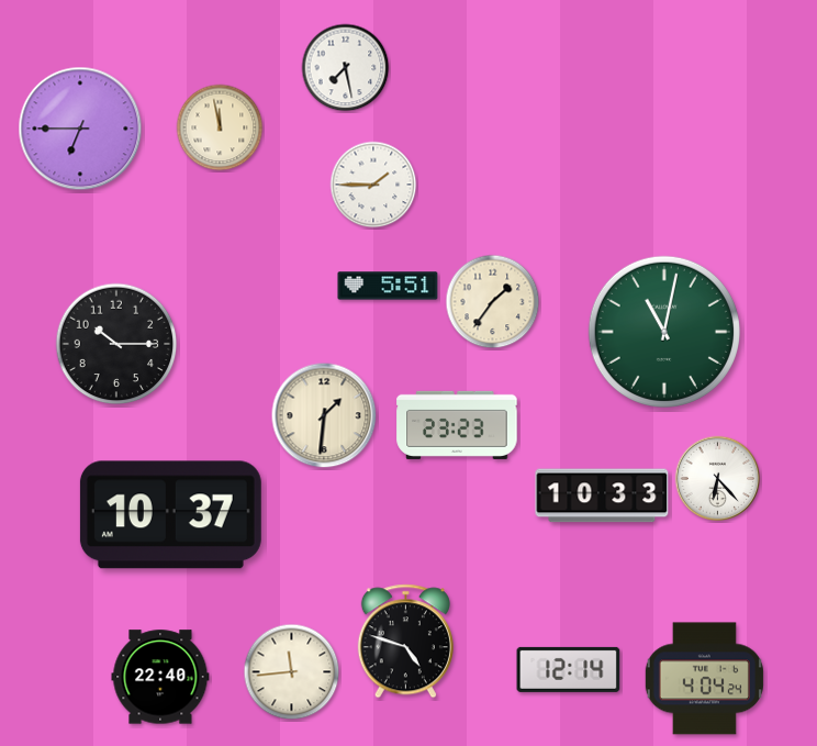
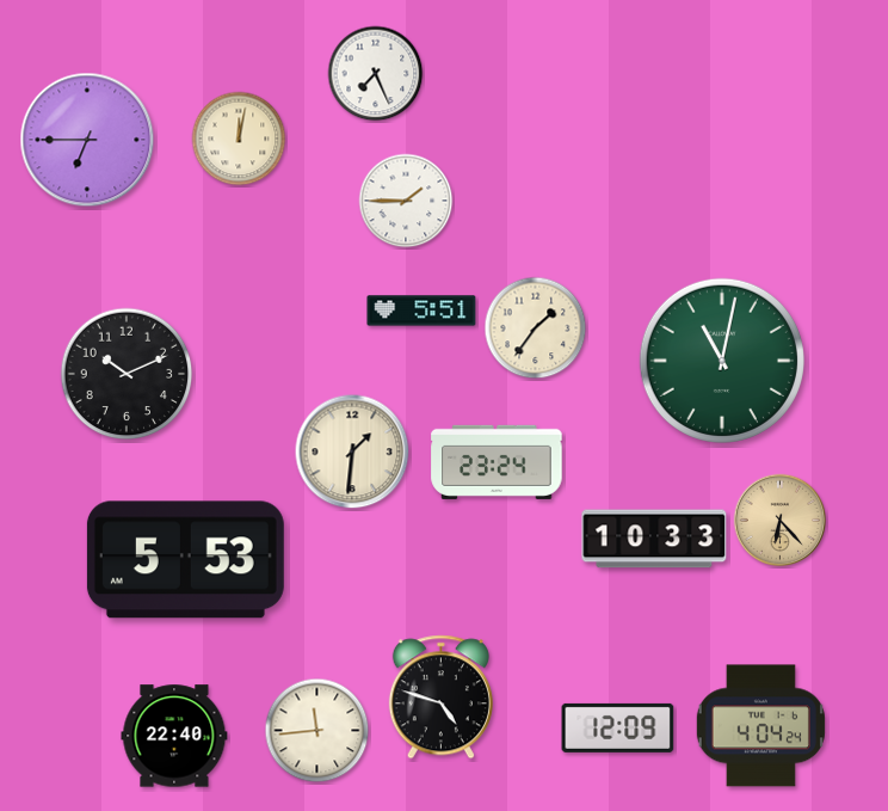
clock at (346, 68): 7:28 -> 7:26
clock at (220, 127): 11:58 -> 12:02
clock at (116, 344): 10:15 -> 10:11
clock at (457, 425): 23:23 -> 23:24
clock at (718, 479) dial: white -> champagne
clock at (170, 515): 10:37 -> 5:53
clock at (569, 669): 12:14 -> 12:09
clock at (704, 679) position: (704, 679) -> (760, 726)
